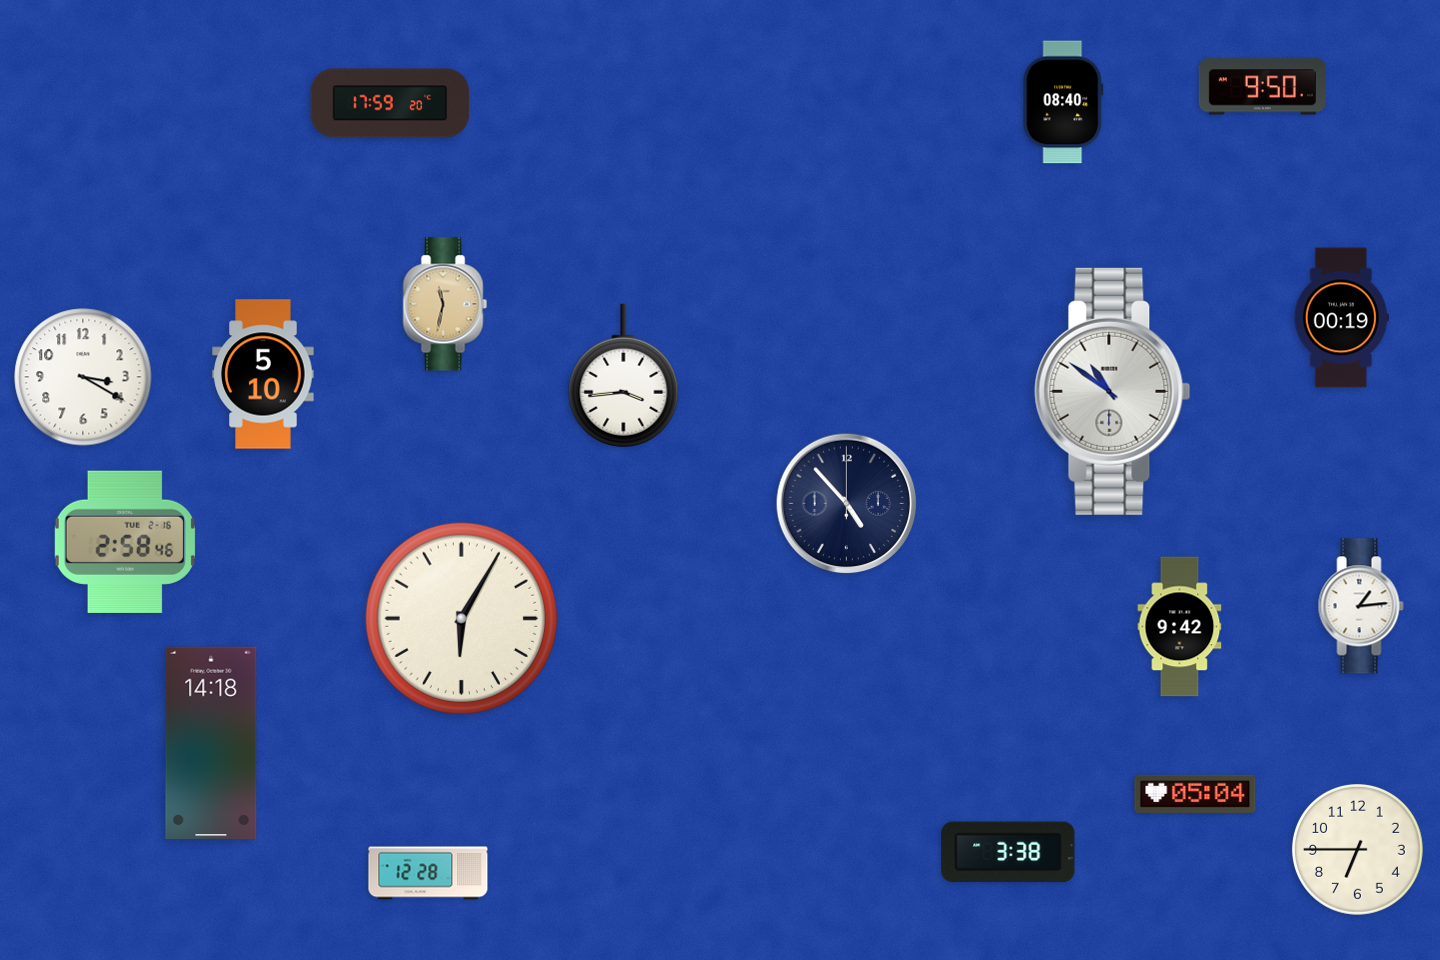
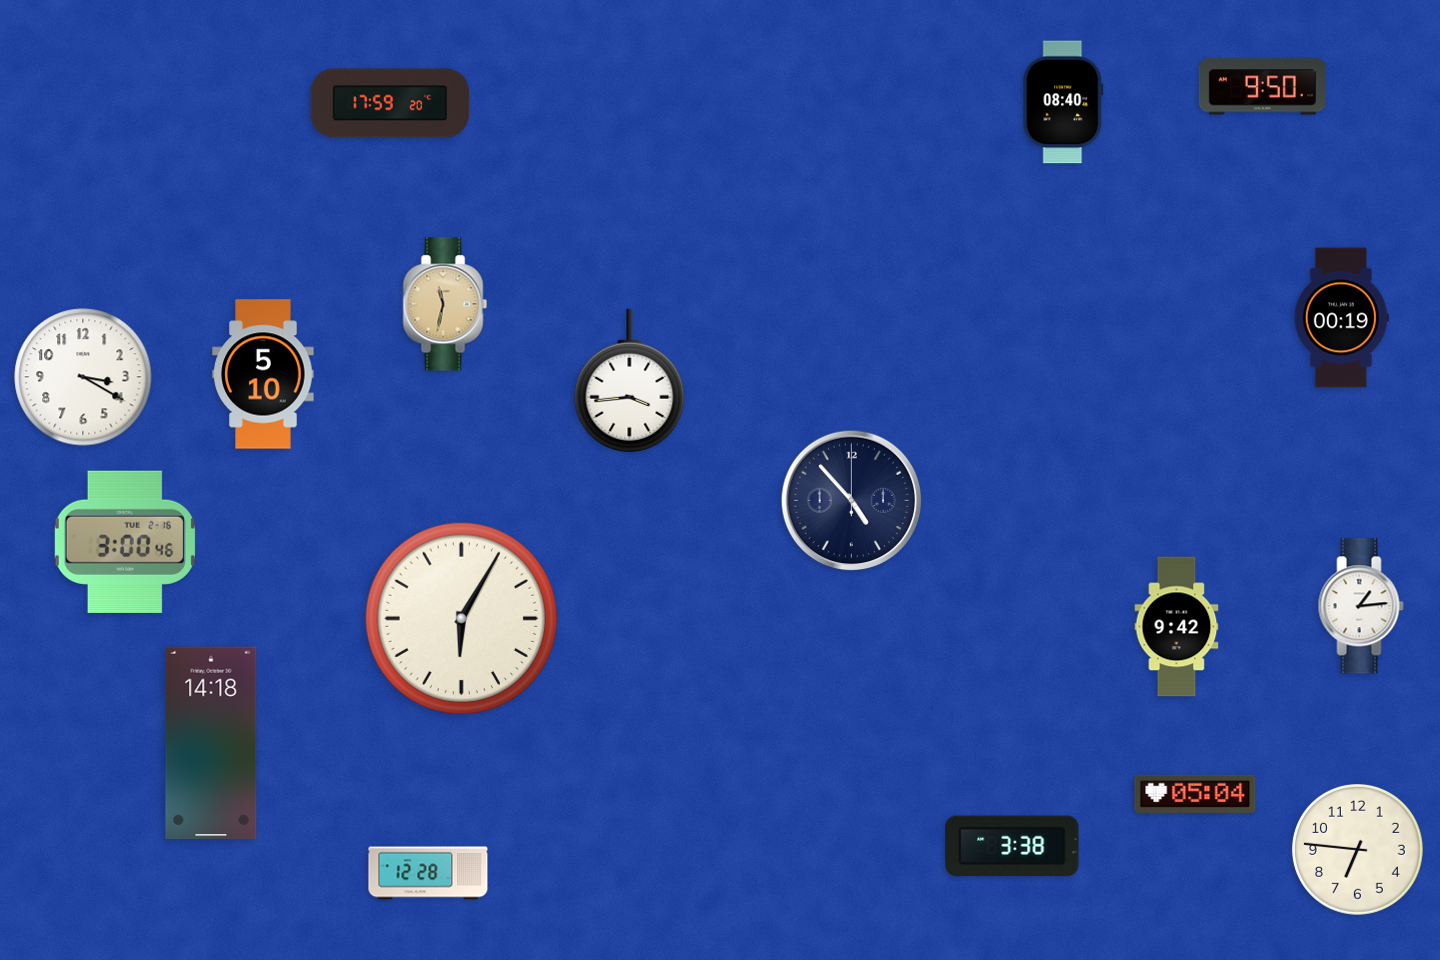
clock at (624, 376) position: (624, 376) -> (630, 381)
clock at (1113, 391): 10:51 -> none
clock at (847, 504) position: (847, 504) -> (852, 501)
clock at (125, 542): 2:58 -> 3:00
clock at (1180, 627) position: (1180, 627) -> (1177, 627)
clock at (1357, 849): 6:45 -> 6:46
clock at (1008, 852) position: (1008, 852) -> (1012, 846)
